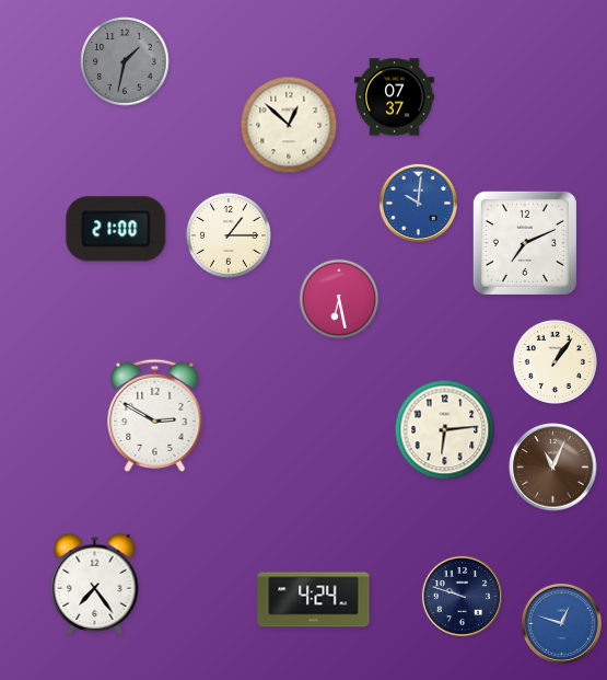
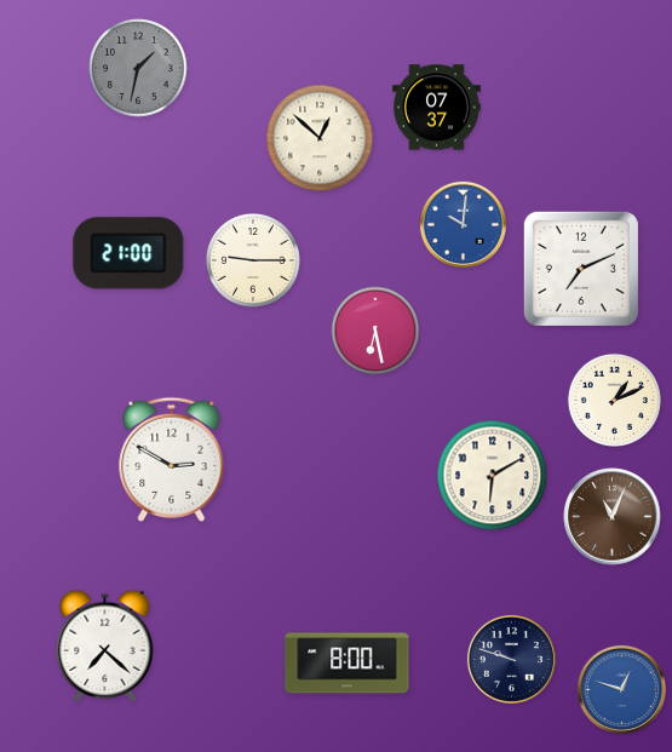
clock at (229, 235): 1:15 -> 9:15
clock at (555, 361): 1:06 -> 1:11
clock at (445, 430): 6:14 -> 6:10
clock at (95, 584): 7:24 -> 7:22
clock at (314, 600): 4:24 -> 8:00
